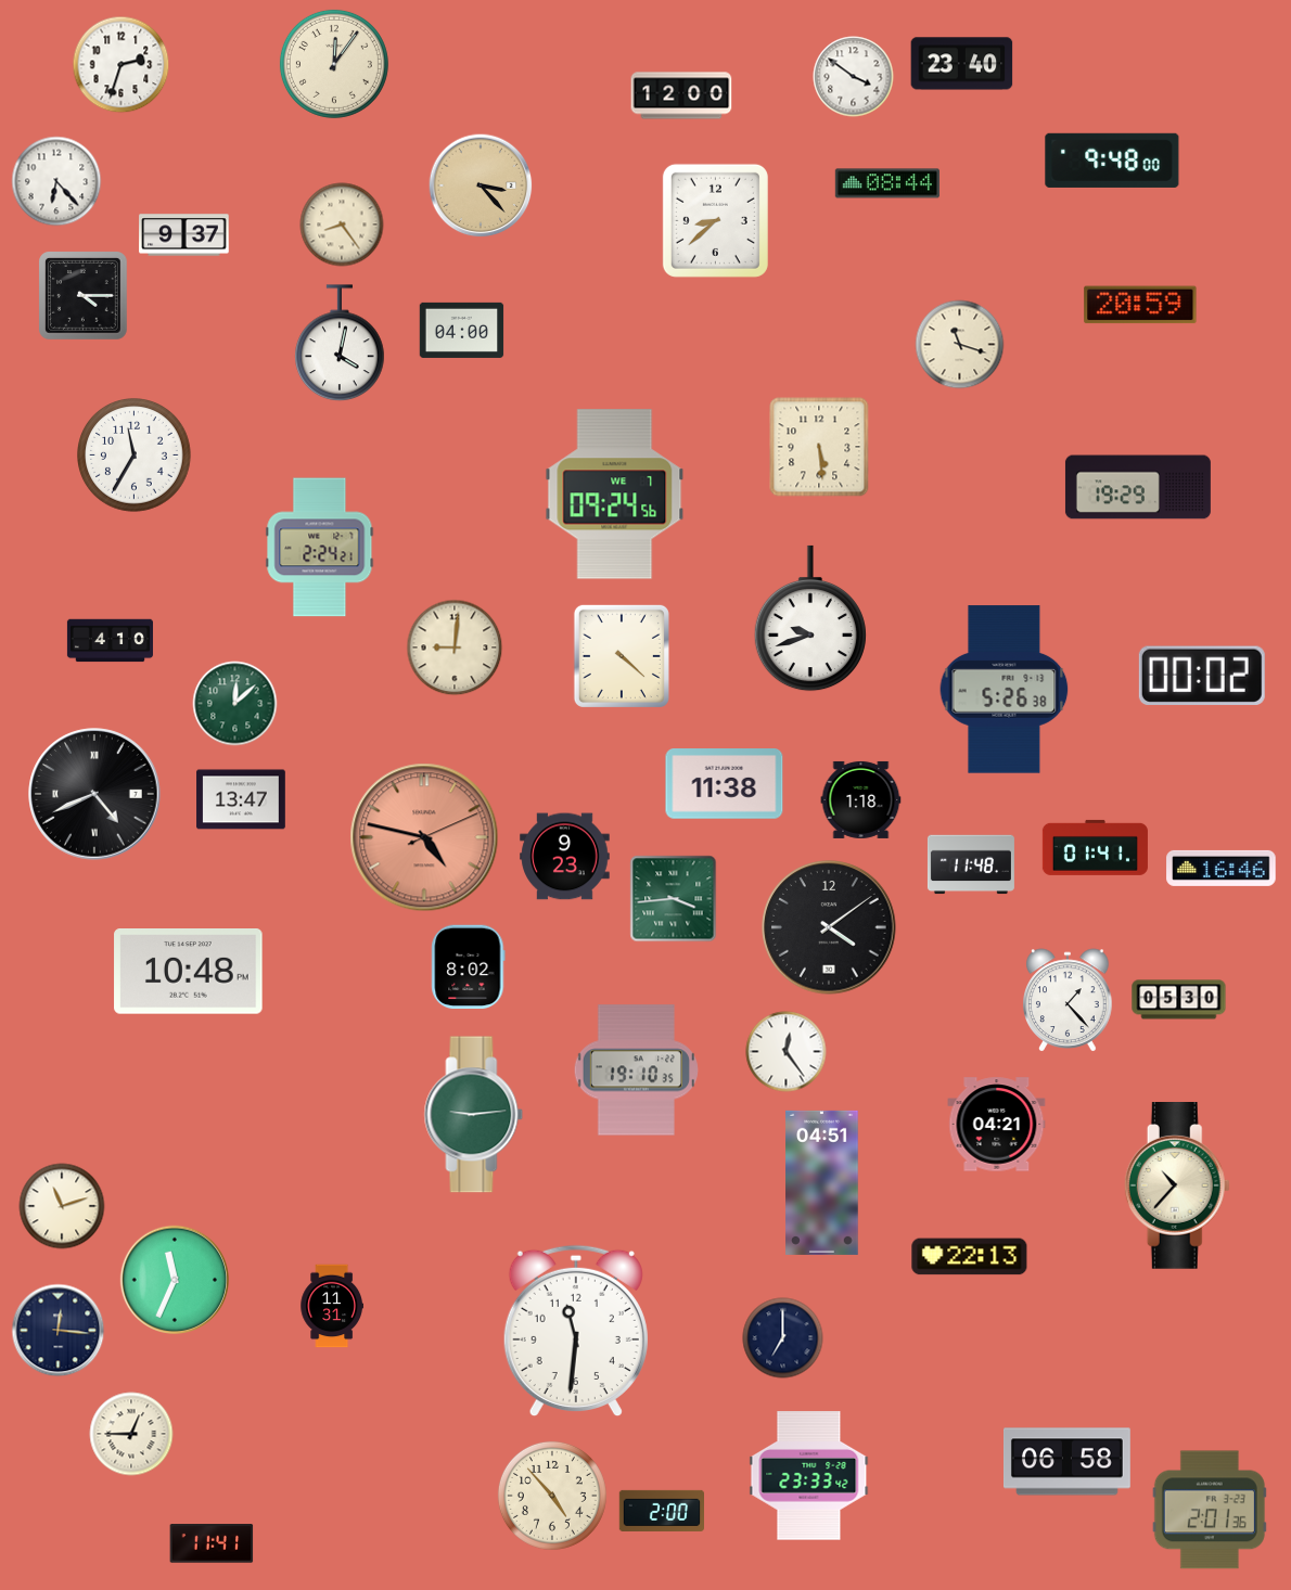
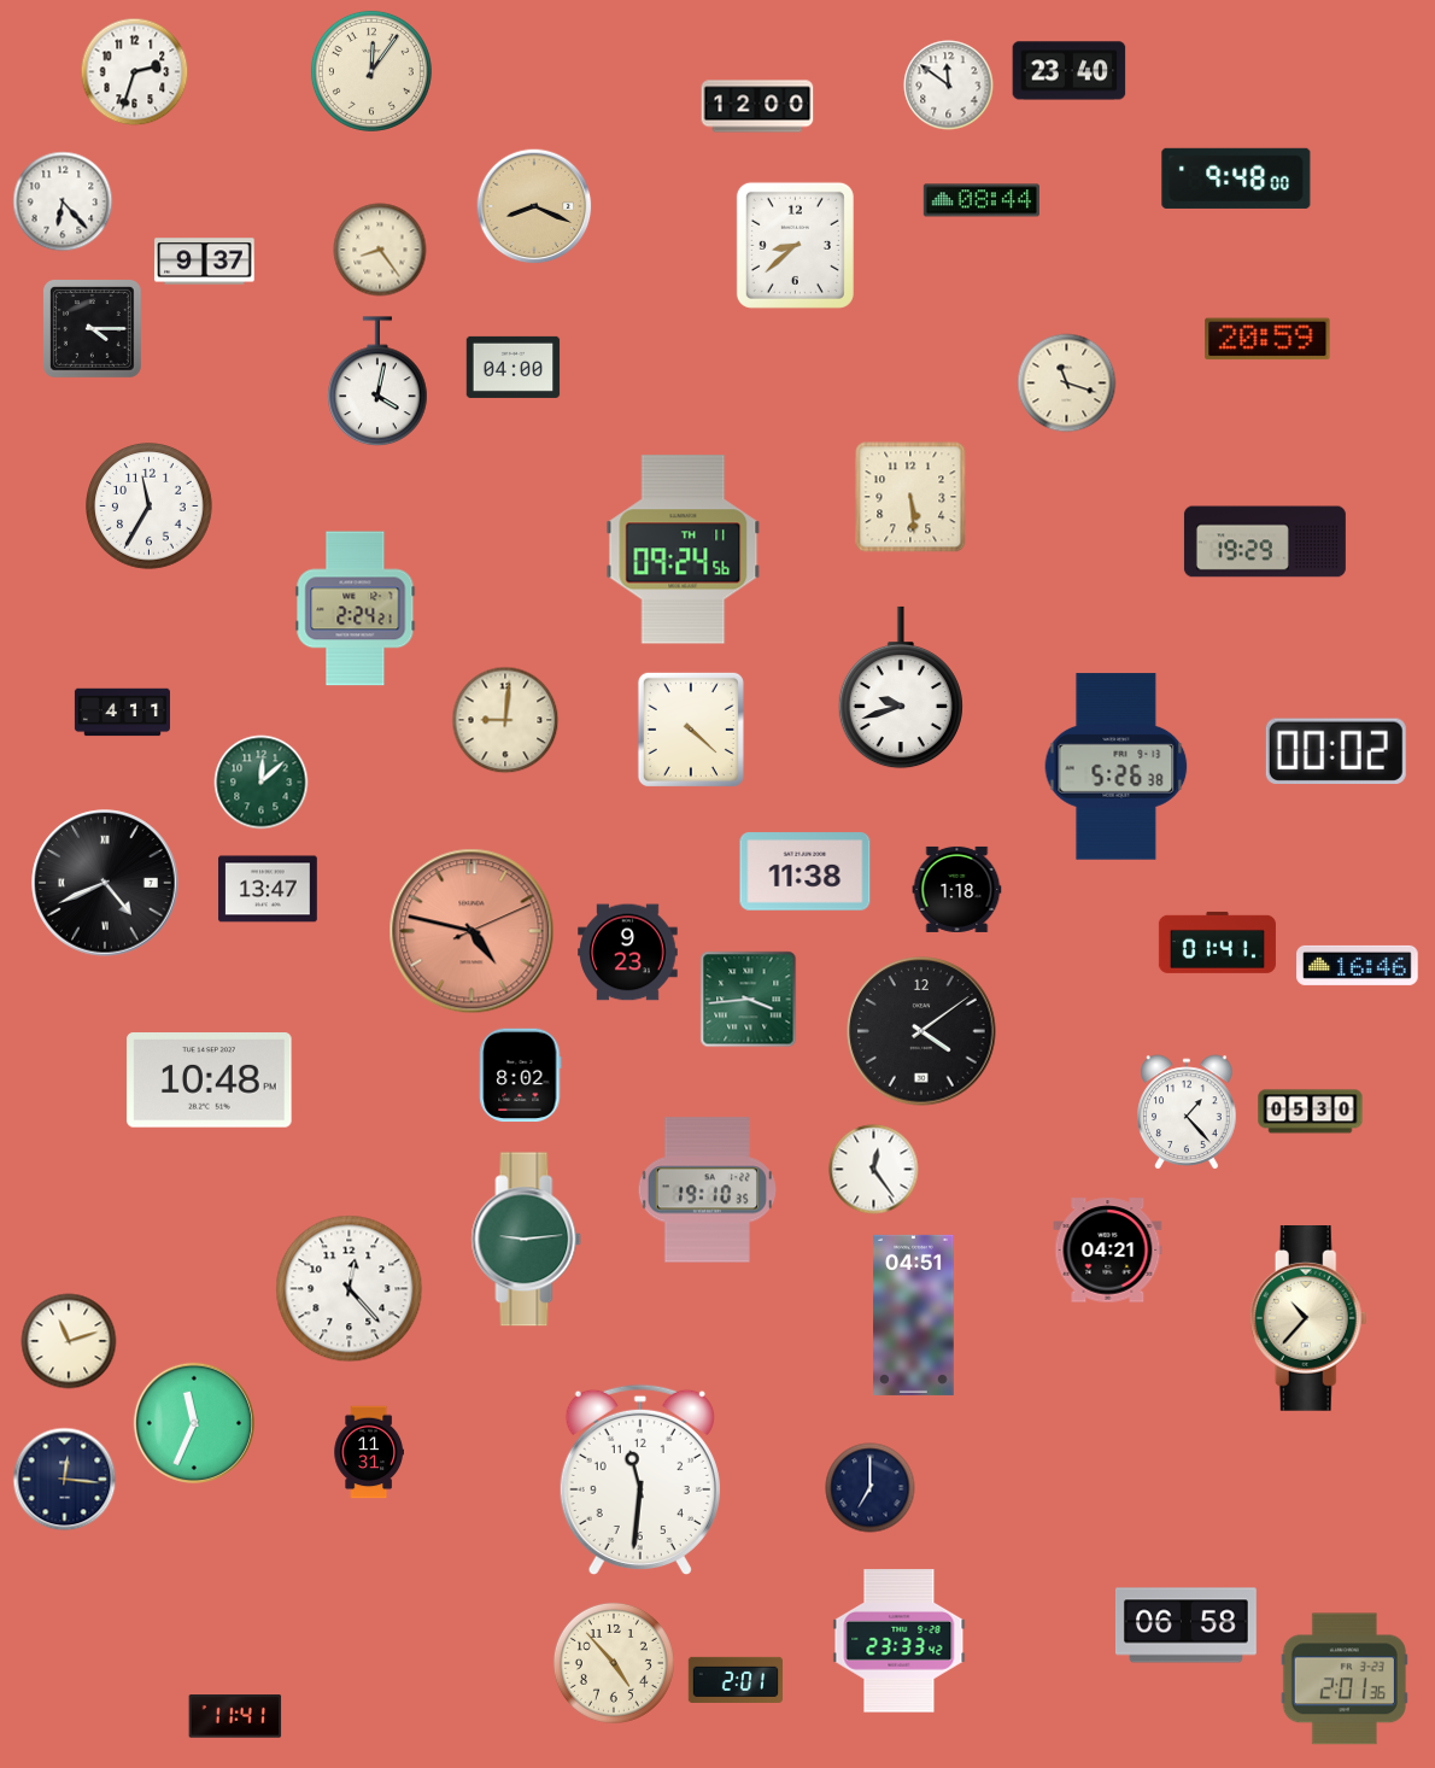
clock at (854, 77): 3:51 -> 11:51
clock at (887, 183) position: (887, 183) -> (982, 200)
clock at (481, 185): 3:23 -> 8:19
clock at (615, 495) date: WE 7 -> TH 11
clock at (110, 641): 4:10 -> 4:11
clock at (971, 864): 11:48 -> none
clock at (350, 1289): none -> 12:23
clock at (970, 1257): 22:13 -> none
clock at (131, 1434): 12:45 -> none
clock at (661, 1511): 2:00 -> 2:01
